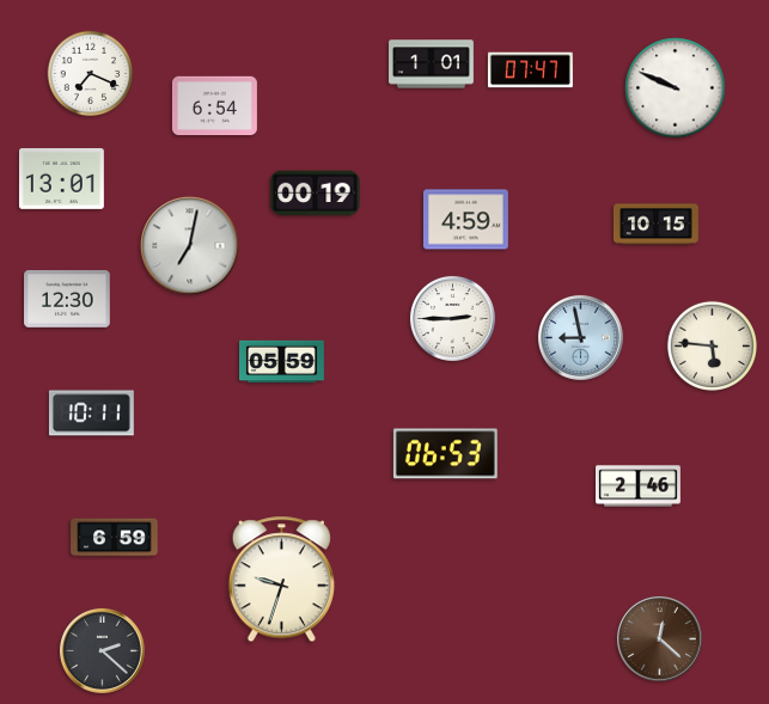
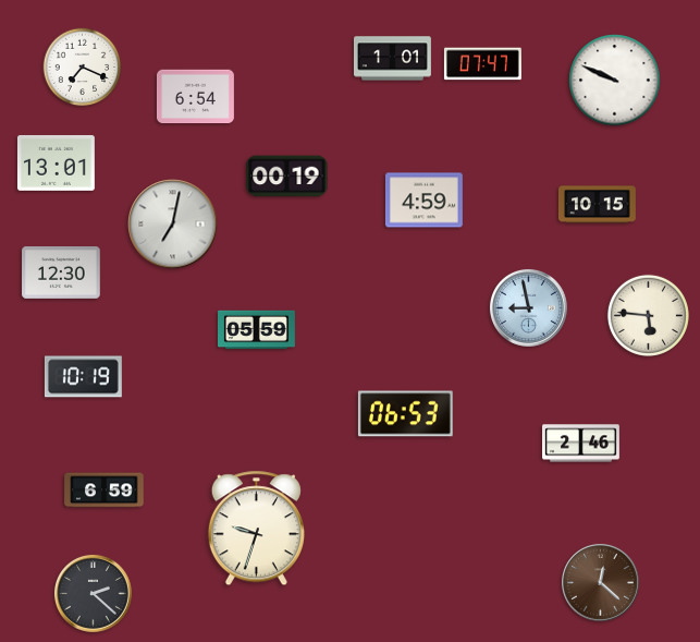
clock at (452, 318): 2:45 -> none
clock at (91, 414): 10:11 -> 10:19
